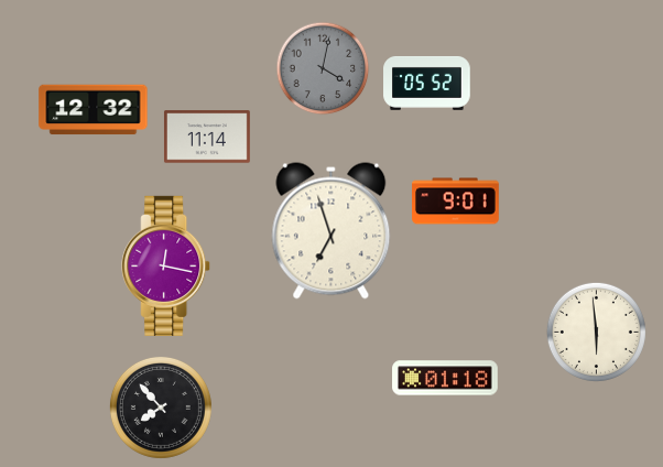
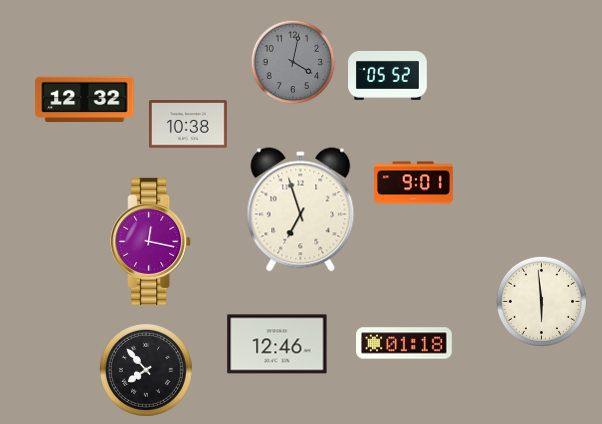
clock at (207, 137): 11:14 -> 10:38
clock at (277, 344): none -> 12:46
